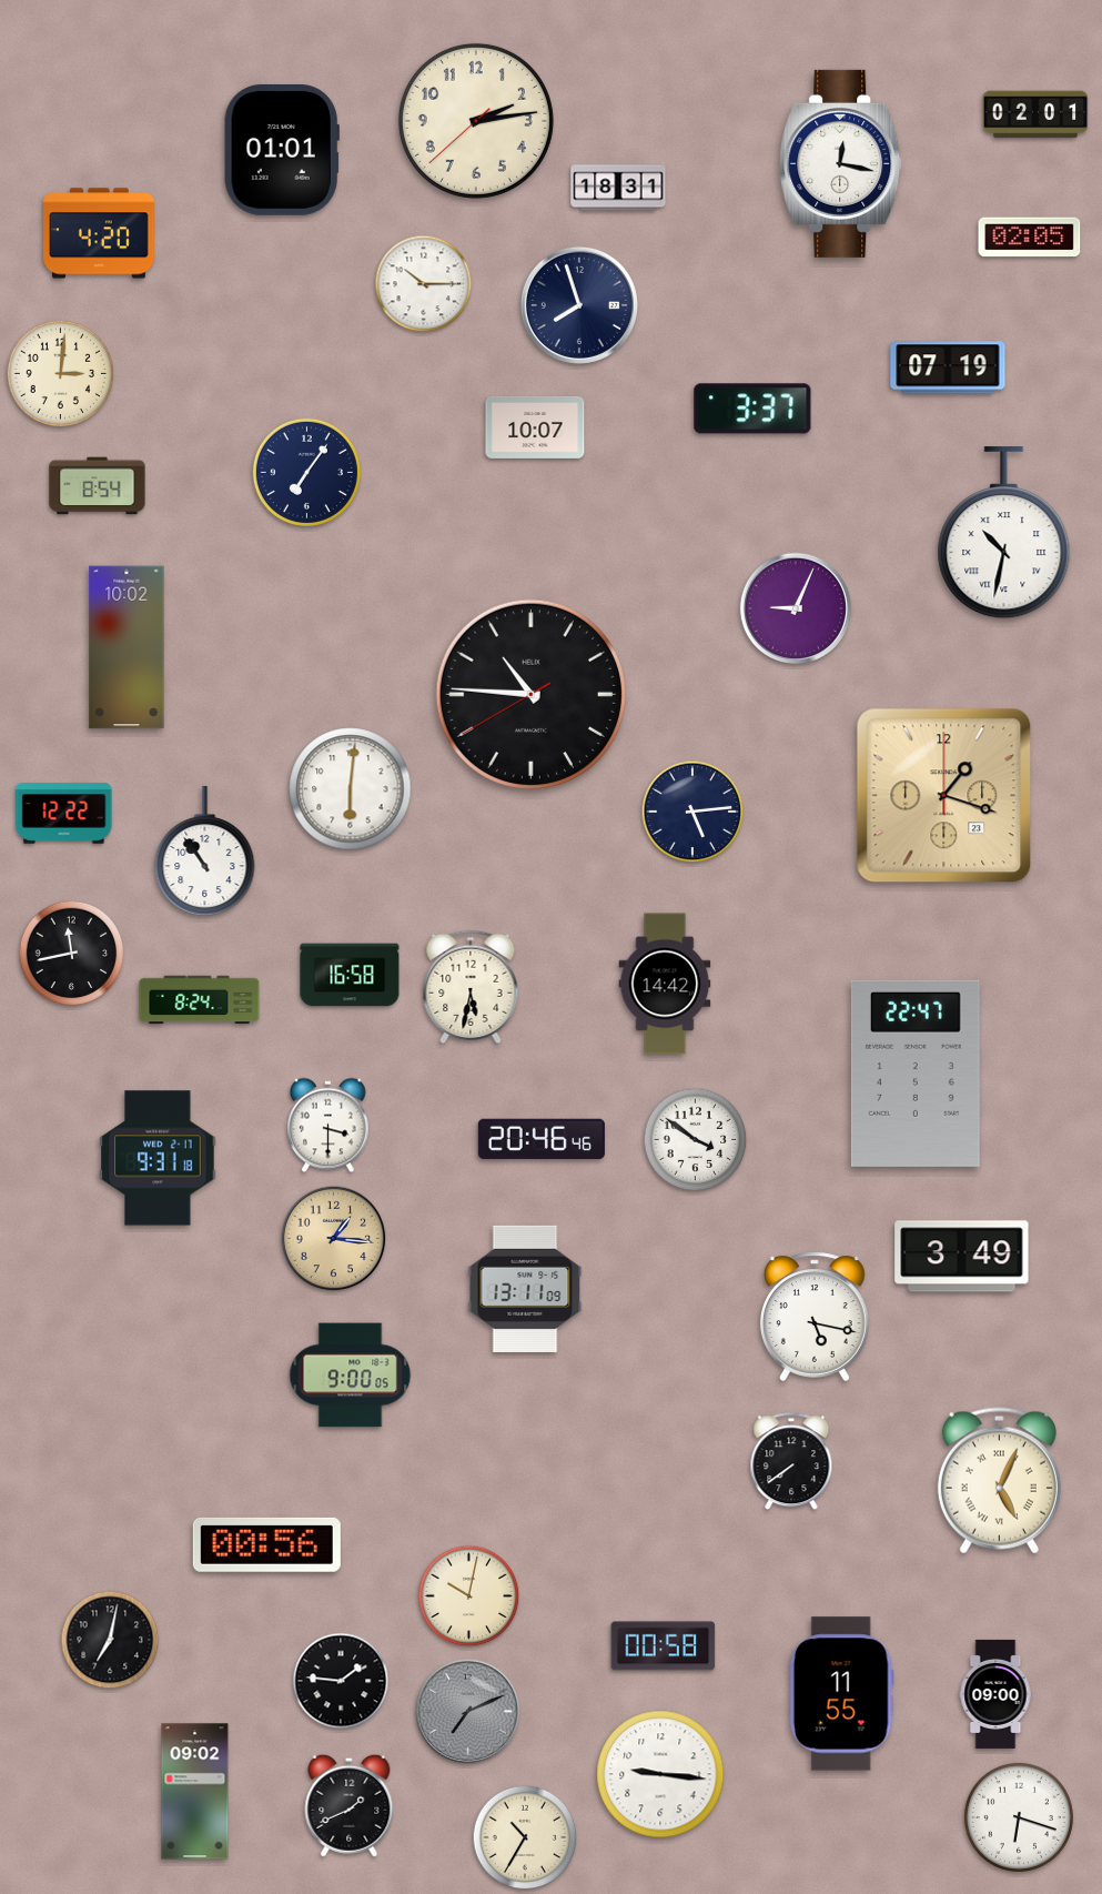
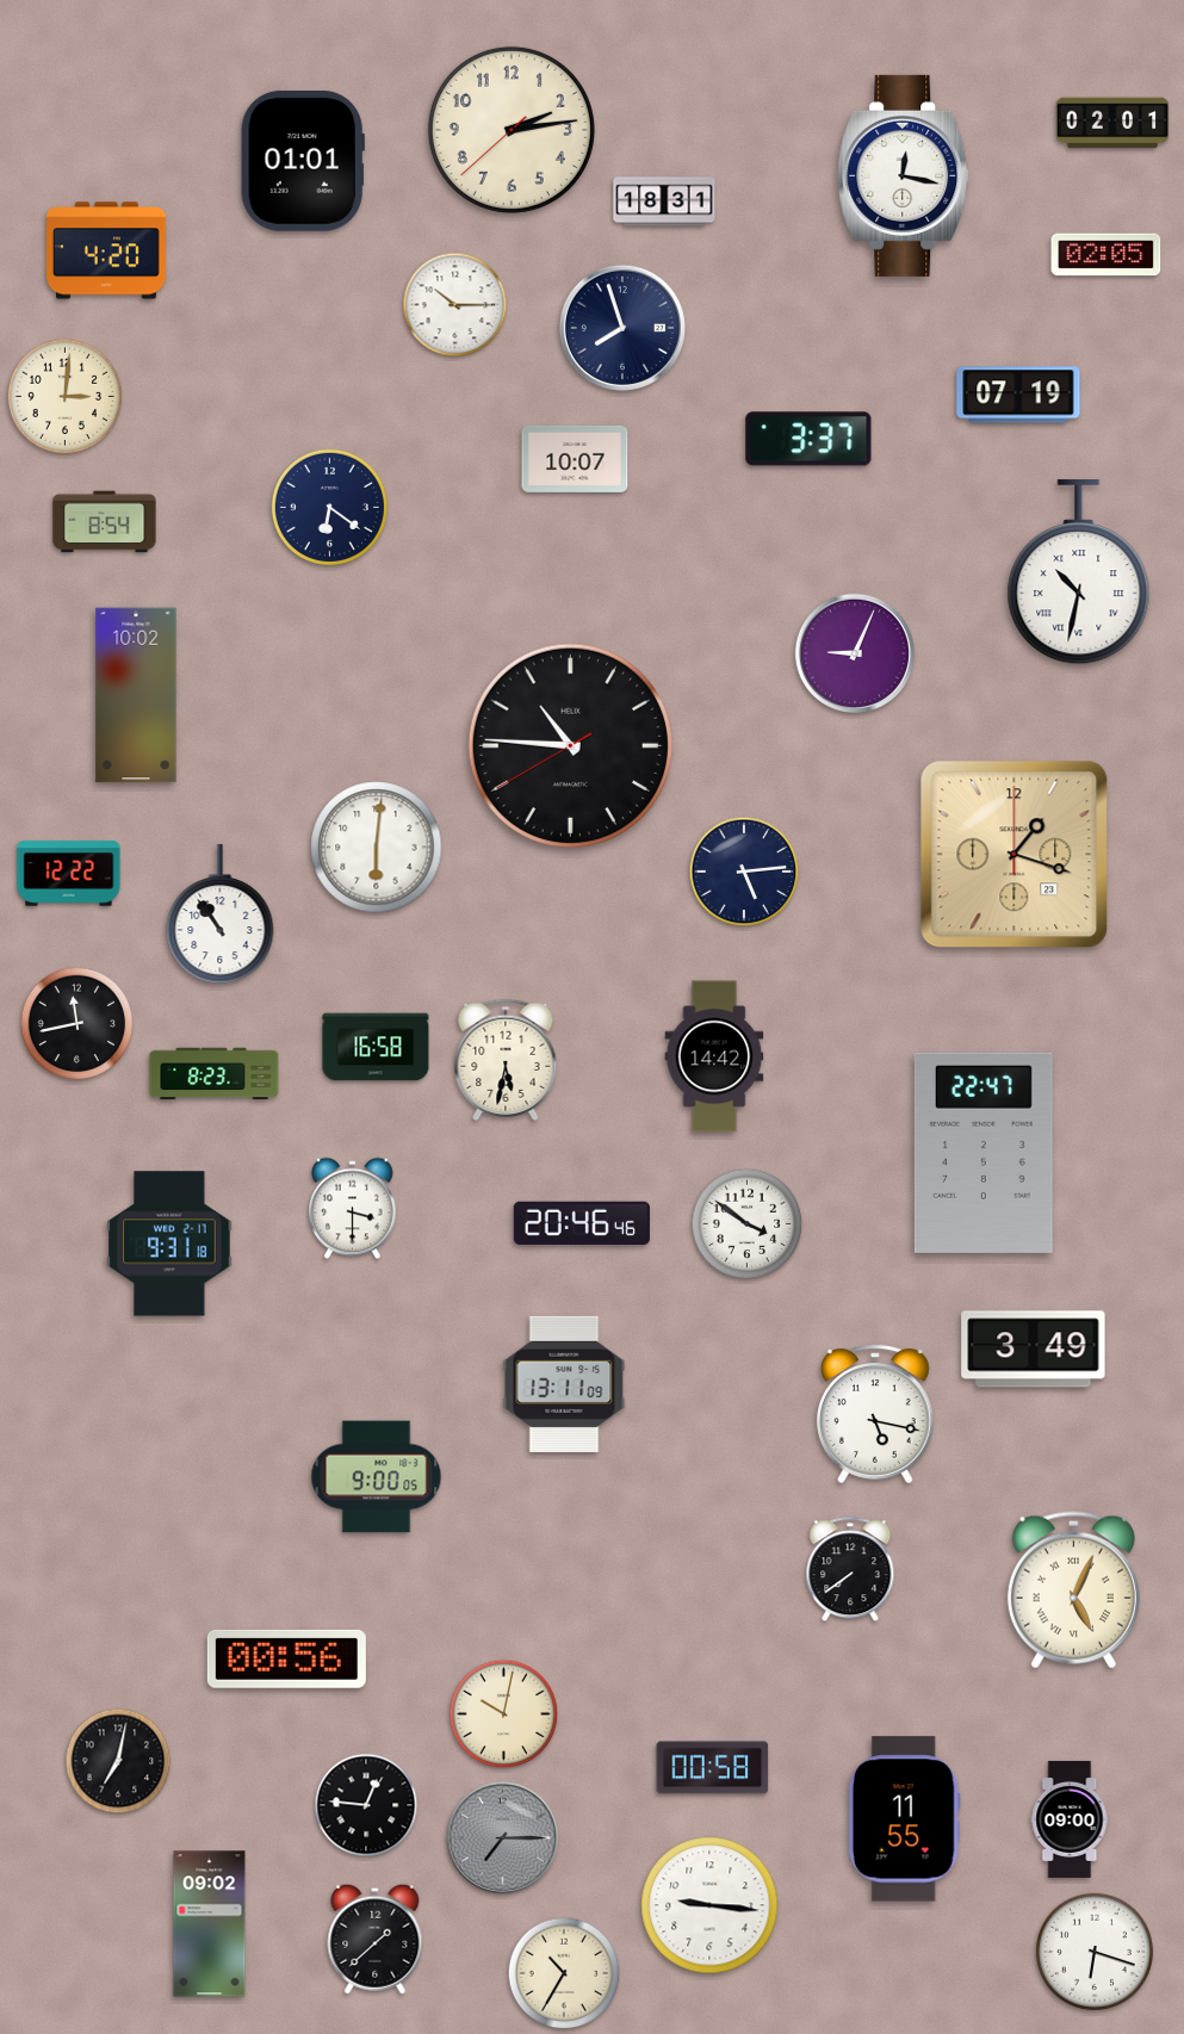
clock at (60, 373) position: (60, 373) -> (64, 396)
clock at (306, 472): 7:06 -> 6:21
clock at (200, 1000): 8:24 -> 8:23
clock at (334, 1239): 1:16 -> none
clock at (341, 1681): 1:46 -> 12:46
clock at (468, 1712): 7:11 -> 7:15
clock at (350, 1805): 1:41 -> 1:38
